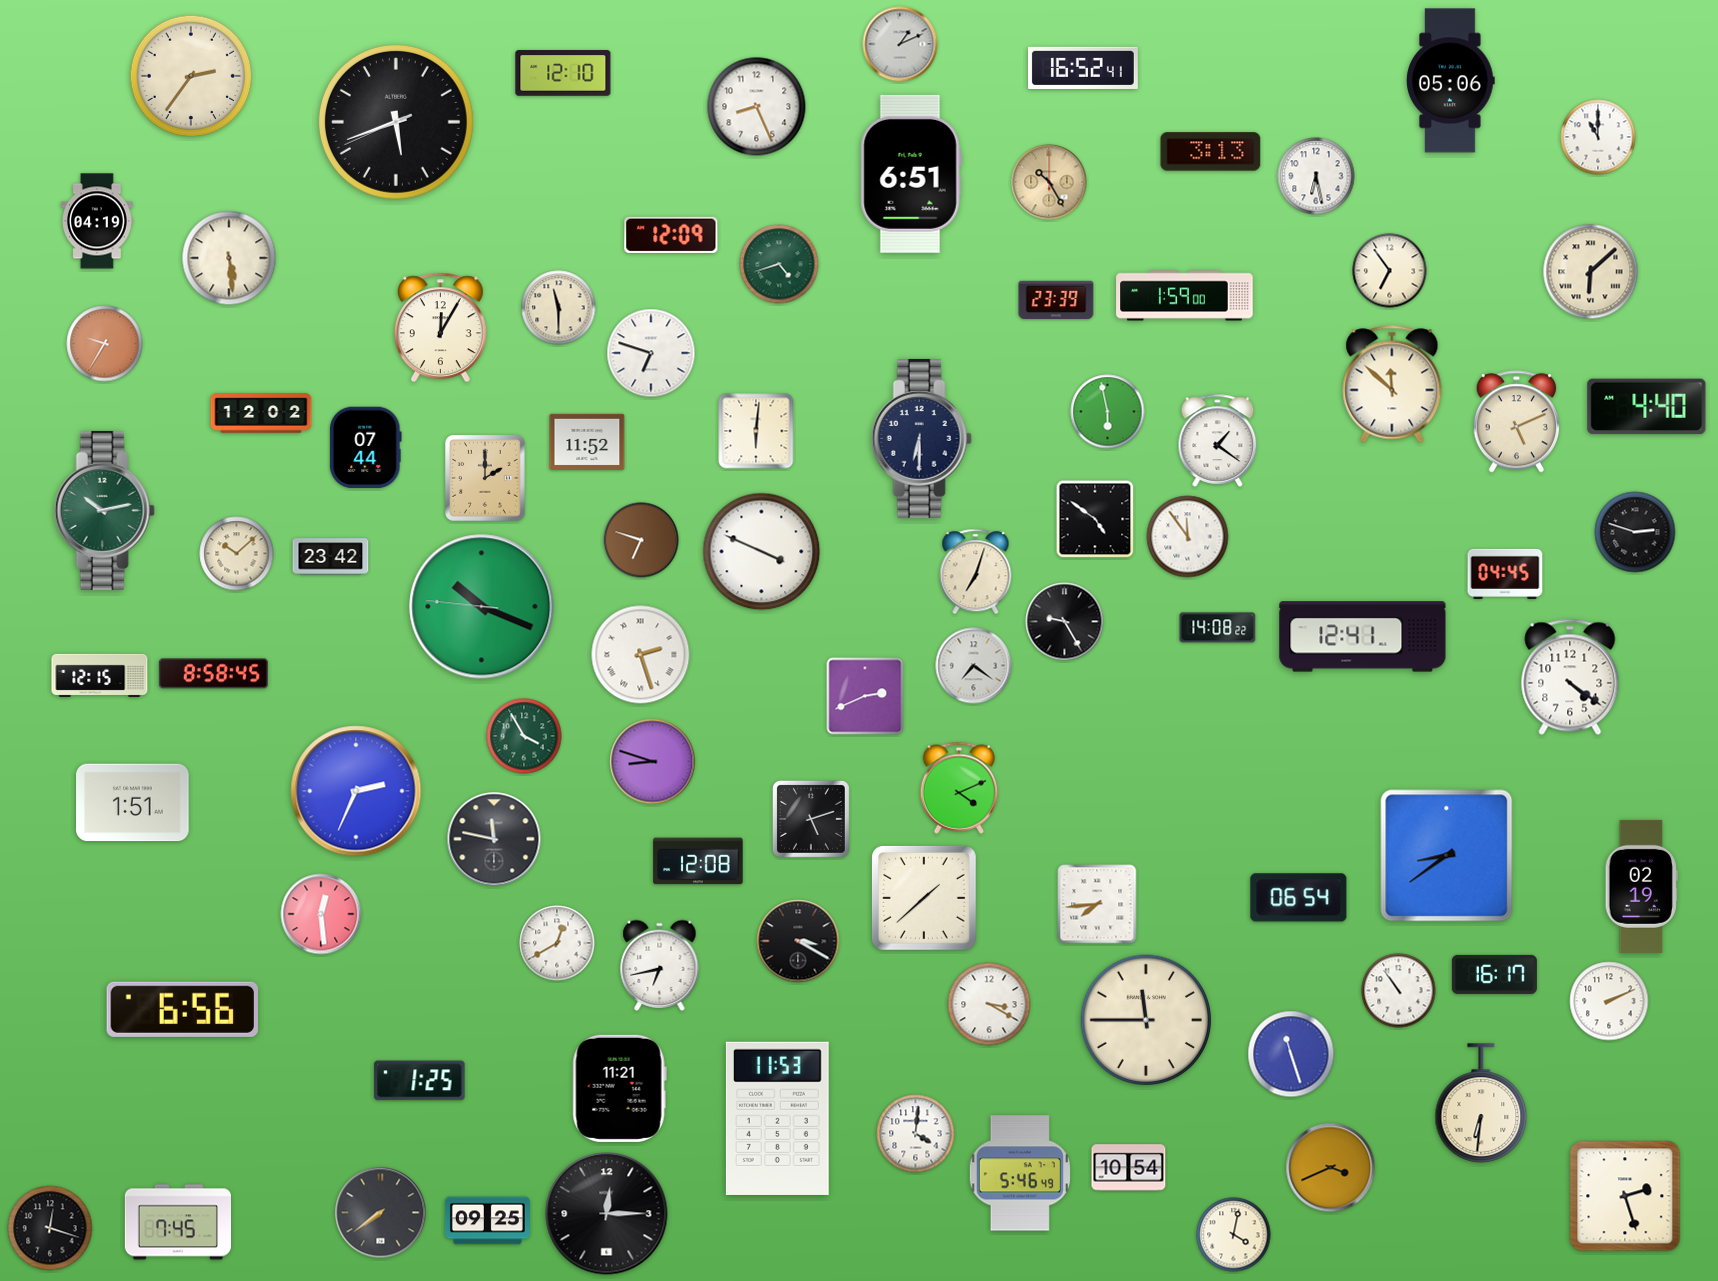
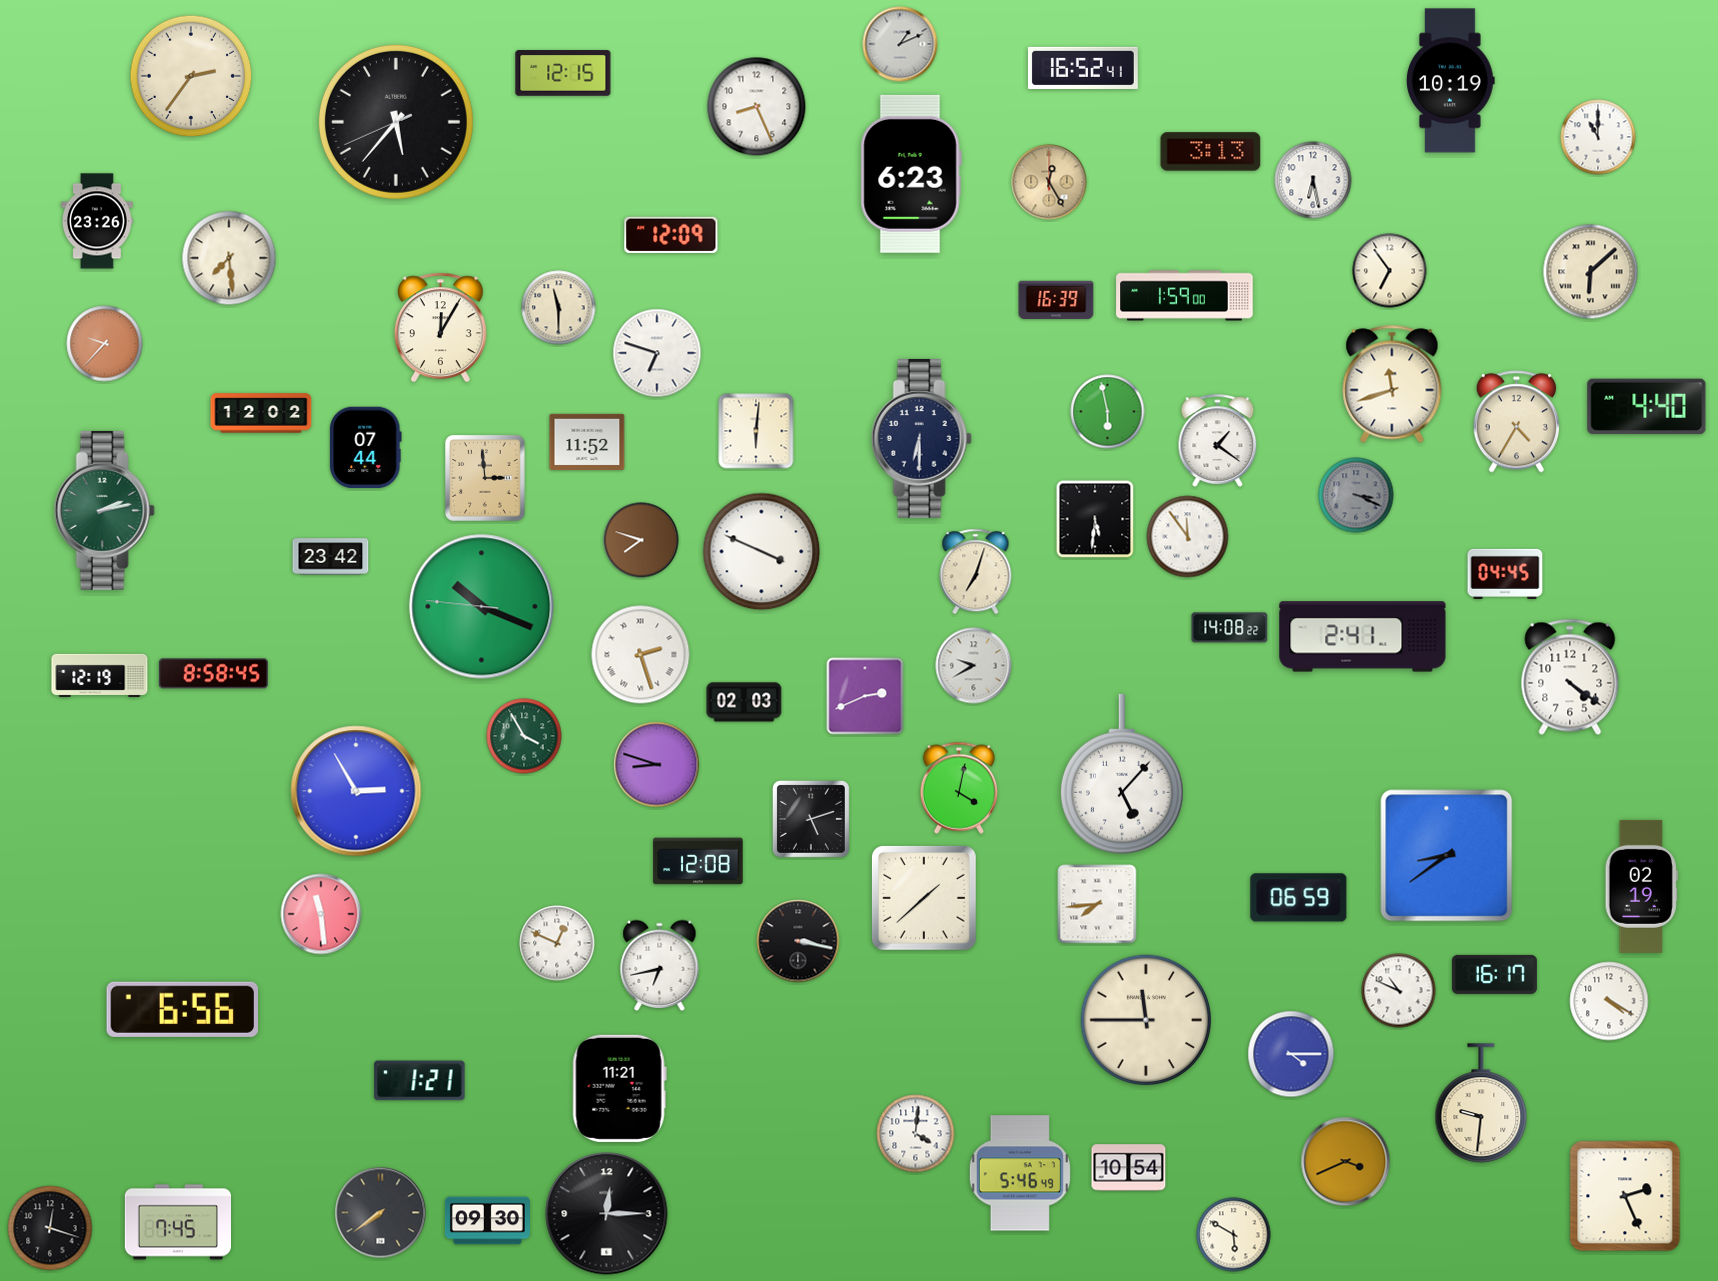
clock at (563, 73): 12:10 -> 12:15
clock at (1451, 81): 05:06 -> 10:19
clock at (396, 122): 5:41 -> 5:36
clock at (911, 174): 6:51 -> 6:23
clock at (1316, 176) position: (1316, 176) -> (1313, 180)
clock at (1049, 182): 10:25 -> 12:25
clock at (98, 221): 04:19 -> 23:26
clock at (229, 258): 5:29 -> 7:29
clock at (779, 264): 4:42 -> none
clock at (1056, 300): 23:39 -> 16:39
clock at (105, 344): 9:35 -> 9:37
clock at (651, 353) position: (651, 353) -> (657, 353)
clock at (1392, 384): 11:52 -> 11:42
clock at (1516, 422): 5:11 -> 4:35
clock at (485, 479): 2:00 -> 2:59
clock at (1356, 495): none -> 3:19
clock at (104, 510): 10:13 -> 2:13
clock at (1095, 519): 4:51 -> 5:31
clock at (1635, 532): 2:48 -> none
clock at (641, 540): 6:48 -> 7:48
clock at (237, 554): 10:08 -> none
clock at (1065, 622): 9:25 -> none
clock at (1218, 628) position: (1218, 628) -> (1230, 628)
clock at (1363, 637): 12:41 -> 2:41
clock at (974, 666): 7:21 -> 9:40
clock at (100, 675): 12:15 -> 12:19
clock at (744, 702): none -> 02:03
clock at (653, 762) position: (653, 762) -> (657, 765)
clock at (1122, 774): none -> 5:07
clock at (959, 788): 4:11 -> 4:02
clock at (356, 791): 2:34 -> 2:55
clock at (133, 803): 1:51 -> none
clock at (494, 839): 11:47 -> none
clock at (1299, 898): 06:54 -> 06:59
clock at (321, 914): 12:29 -> 11:29
clock at (798, 941): 3:20 -> 3:17
clock at (557, 943): 12:40 -> 12:49
clock at (1399, 991): 10:54 -> 10:49
clock at (1609, 1001): 2:11 -> 4:20
clock at (989, 1004): 3:20 -> none
clock at (1291, 1054): 11:27 -> 4:15
clock at (420, 1081): 1:25 -> 1:21
clock at (1481, 1103): 6:31 -> 9:31
clock at (777, 1118): 11:53 -> none
clock at (1331, 1168) position: (1331, 1168) -> (1346, 1162)
clock at (1625, 1196): 2:27 -> 2:26
clock at (487, 1221): 09:25 -> 09:30
clock at (1234, 1235): 4:02 -> 5:50
